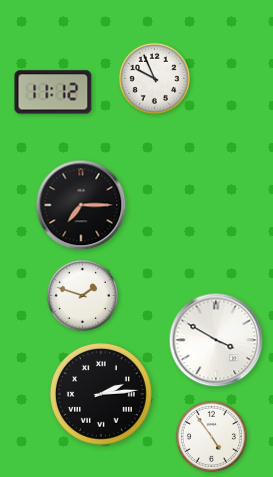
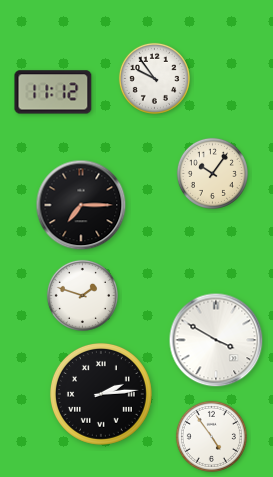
clock at (154, 78): 9:56 -> 9:54
clock at (212, 173): none -> 10:06
